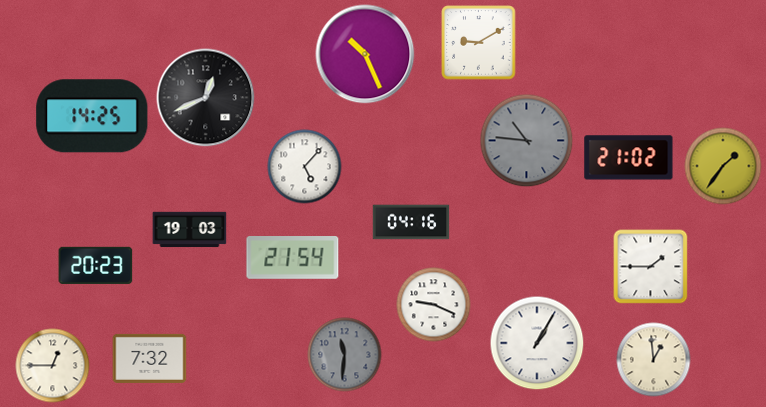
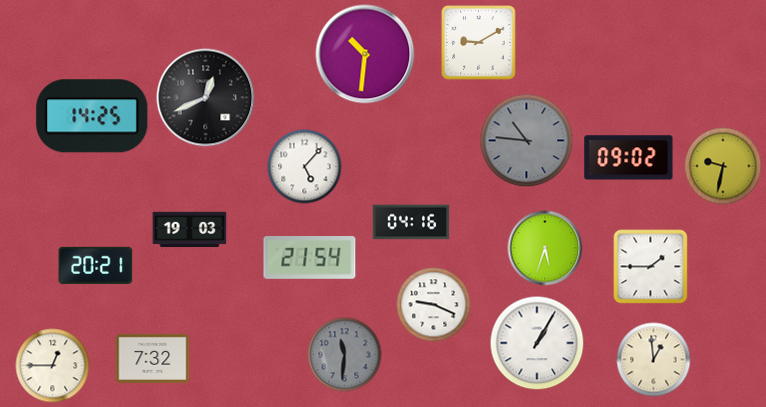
clock at (365, 54): 10:26 -> 10:31
clock at (629, 158): 21:02 -> 09:02
clock at (723, 166): 1:36 -> 9:32
clock at (545, 248): none -> 5:33
clock at (293, 258) position: (293, 258) -> (310, 258)
clock at (96, 265): 20:23 -> 20:21
clock at (150, 358) position: (150, 358) -> (153, 358)
